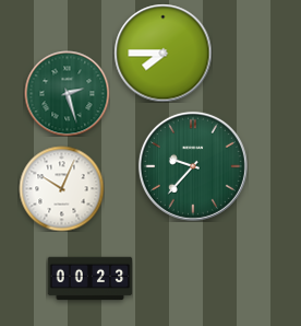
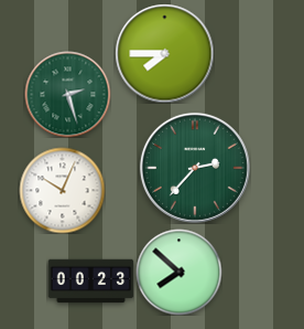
clock at (193, 166): 9:37 -> 2:37
clock at (178, 272): none -> 7:52
